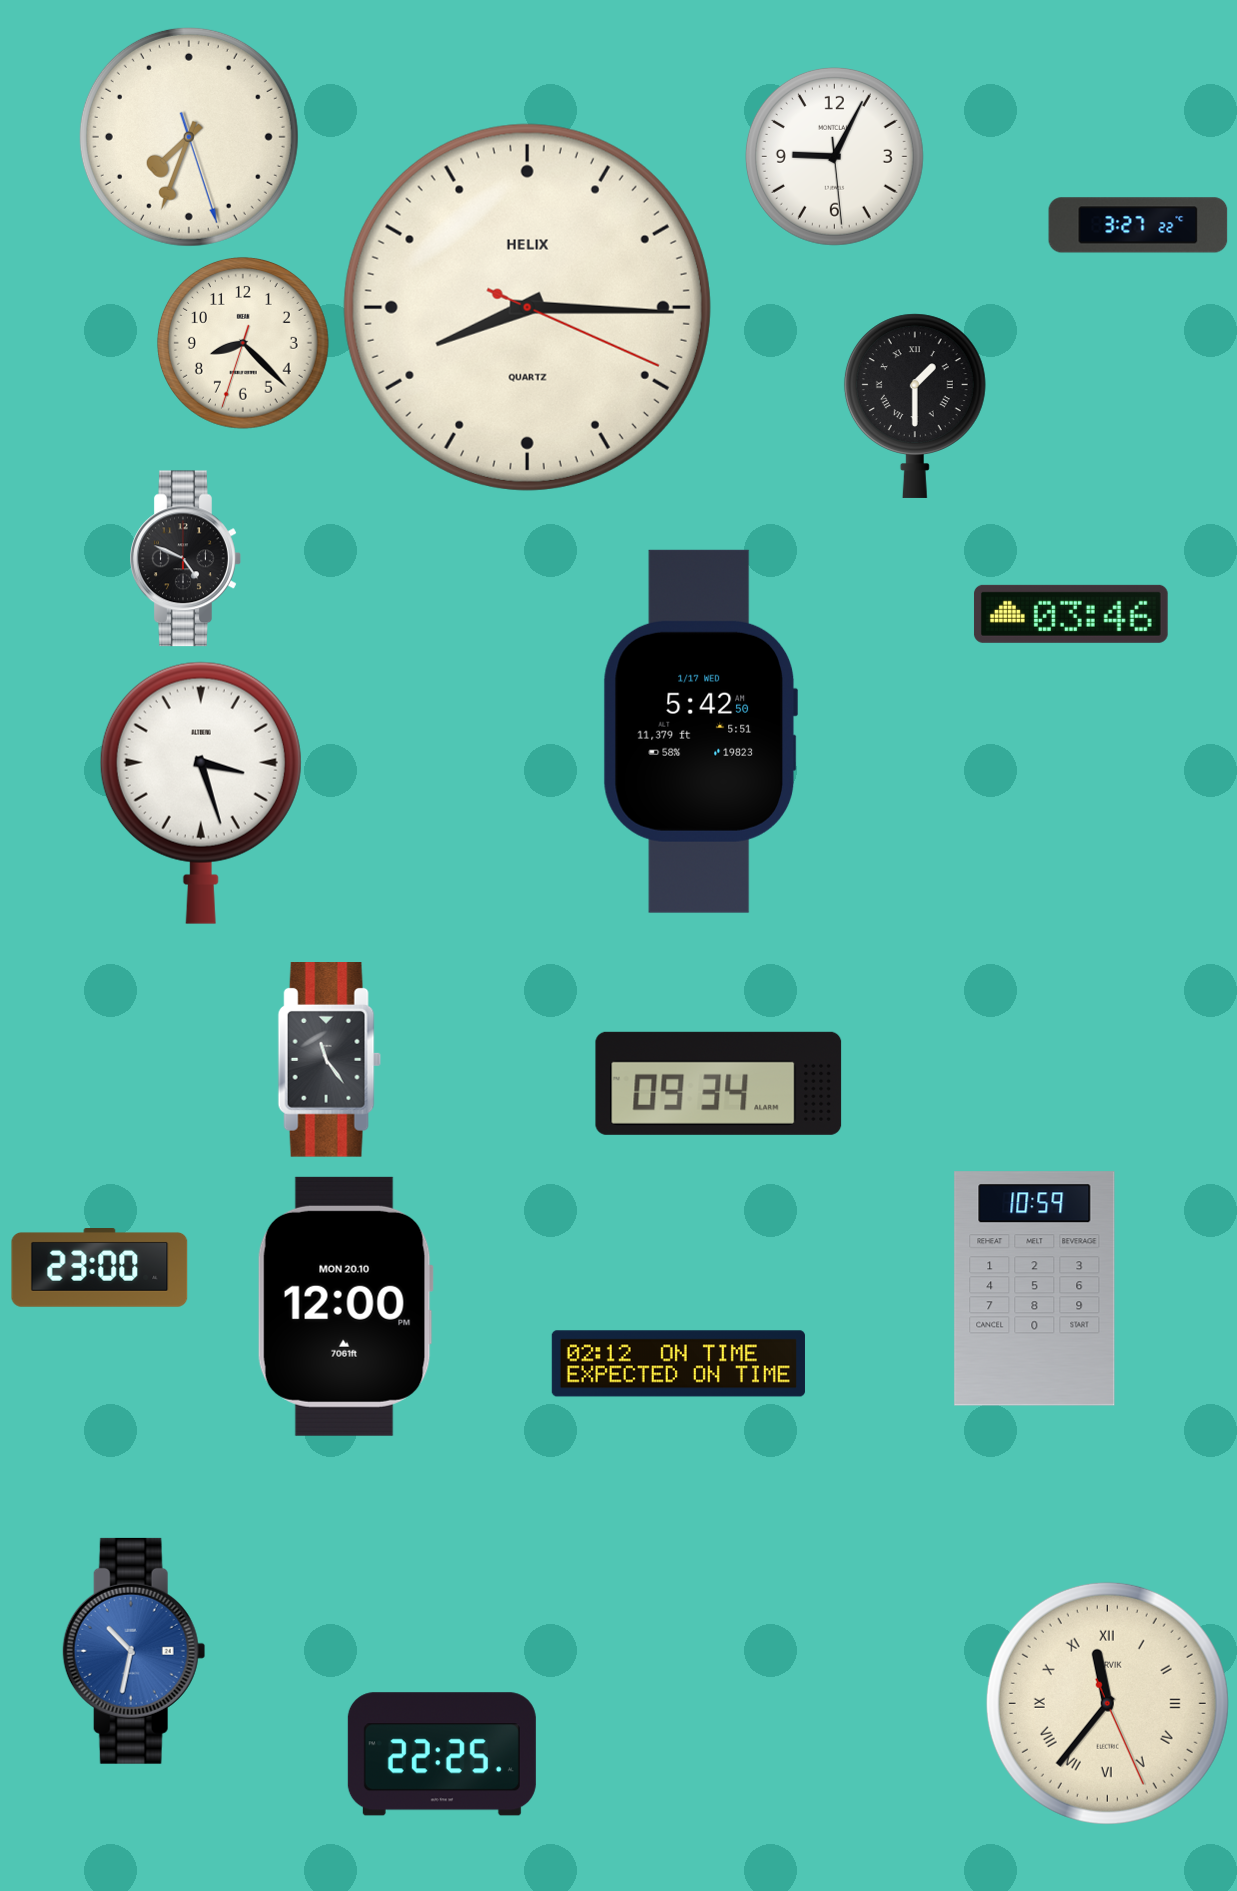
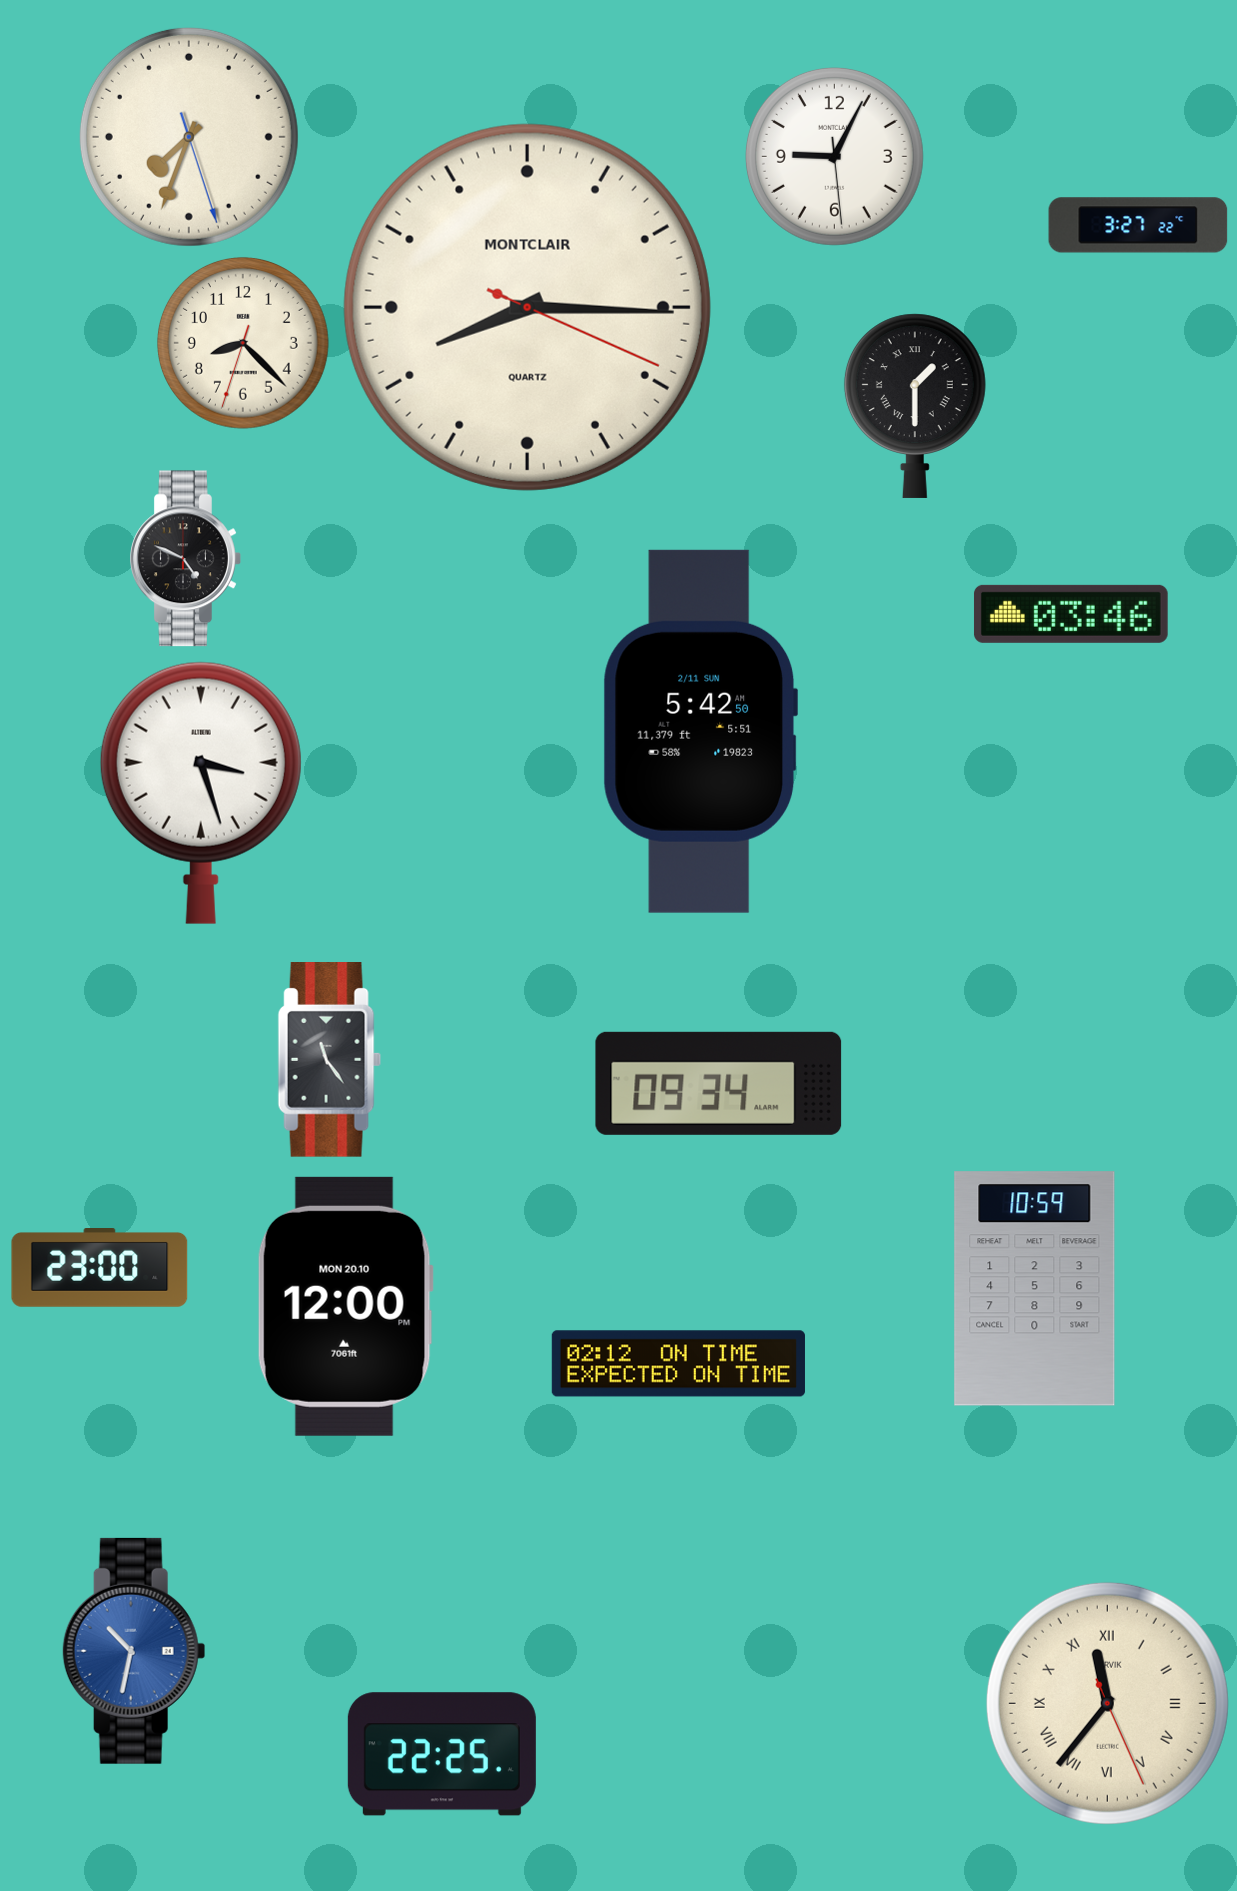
clock at (527, 307) brand: HELIX -> MONTCLAIR
clock at (700, 731) date: 1/17 WED -> 2/11 SUN
